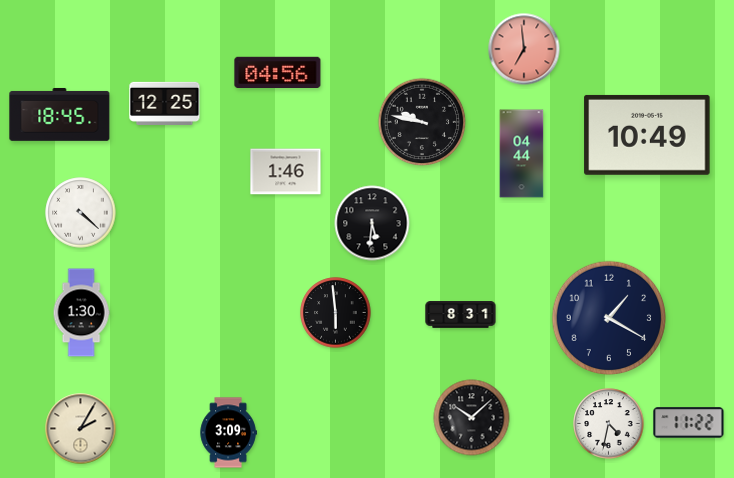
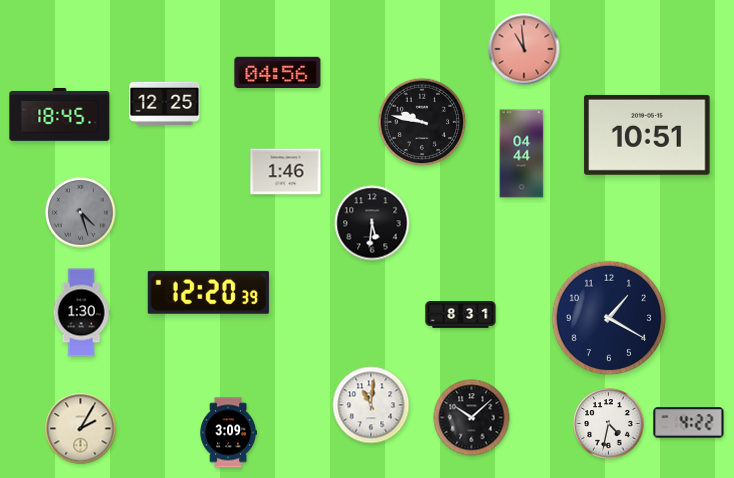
clock at (524, 49): 6:59 -> 10:59
clock at (647, 135): 10:49 -> 10:51
clock at (81, 213): 4:22 -> 4:27
clock at (81, 213) dial: white -> grey
clock at (208, 292): none -> 12:20
clock at (336, 313): 5:59 -> none
clock at (371, 405): none -> 11:01
clock at (689, 423): 11:22 -> 4:22
